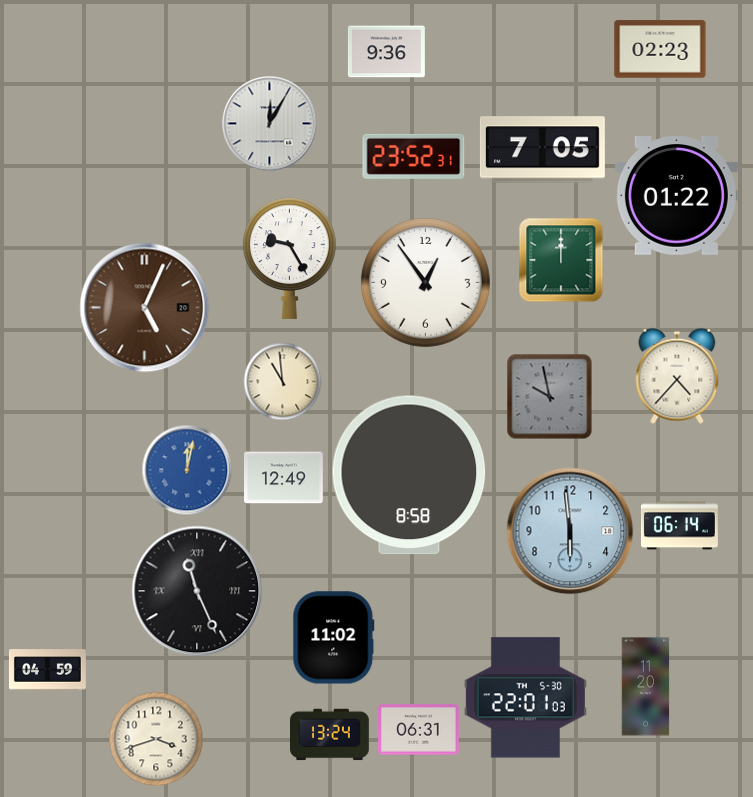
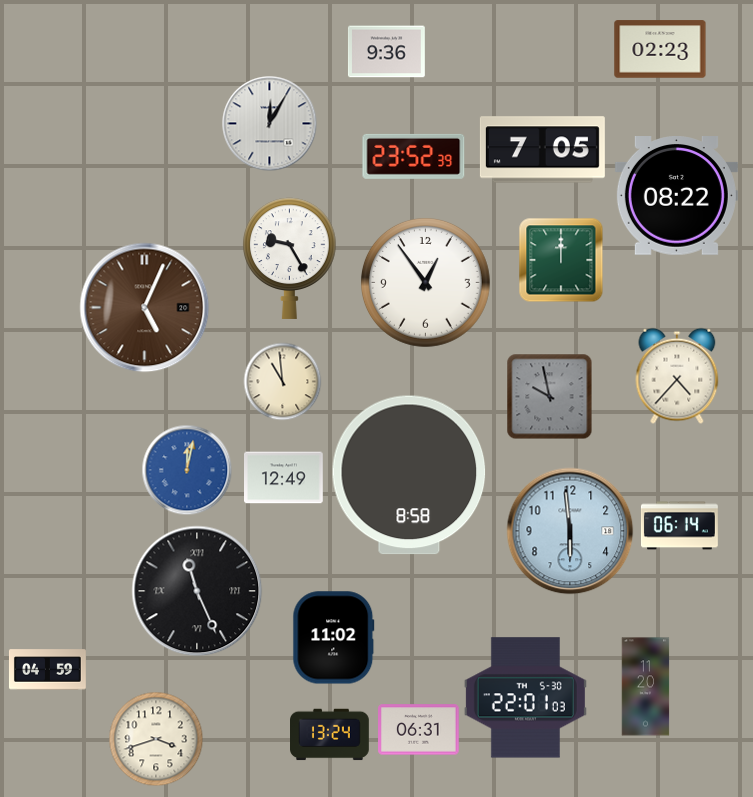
clock at (414, 156): 23:52:31 -> 23:52:39
clock at (676, 196): 01:22 -> 08:22
